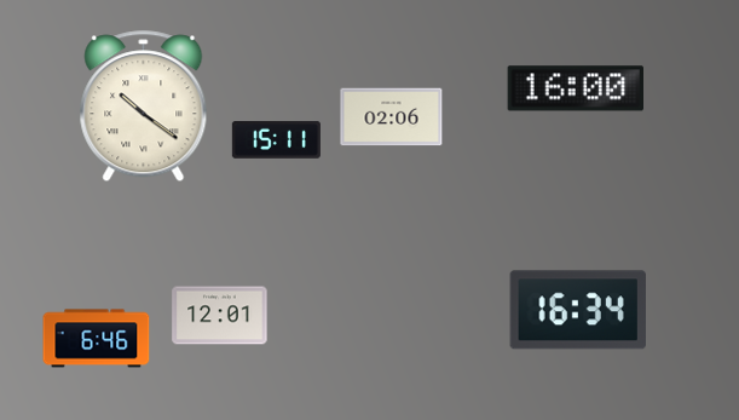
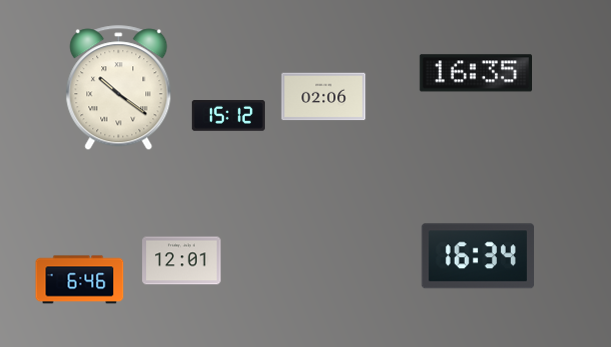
clock at (575, 88): 16:00 -> 16:35
clock at (276, 140): 15:11 -> 15:12
